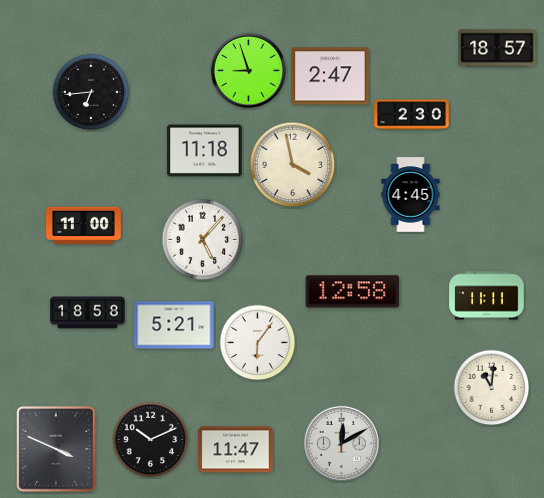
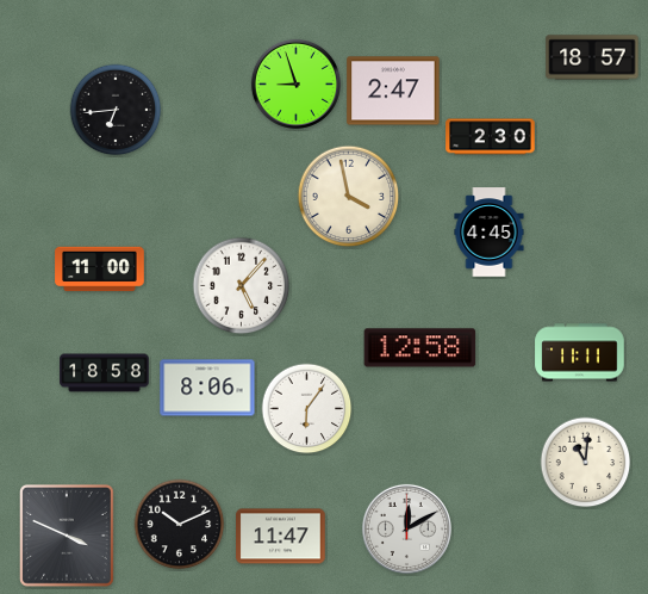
clock at (91, 92) position: (91, 92) -> (116, 110)
clock at (205, 151): 11:18 -> none
clock at (174, 325): 5:21 -> 8:06
